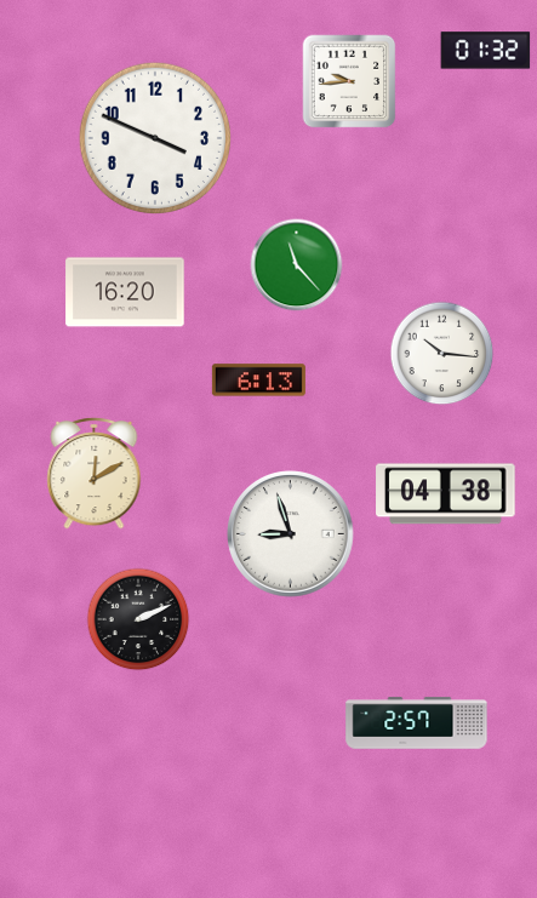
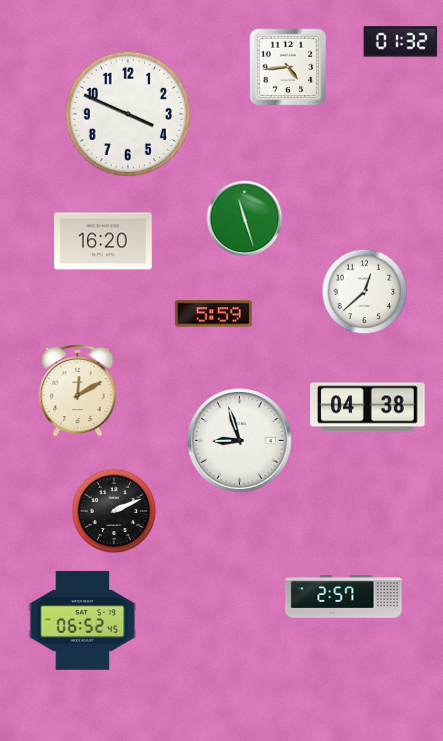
clock at (349, 81): 9:44 -> 4:44
clock at (297, 265): 11:23 -> 11:27
clock at (442, 354): 10:16 -> 12:38
clock at (258, 381): 6:13 -> 5:59
clock at (83, 621): none -> 06:52
